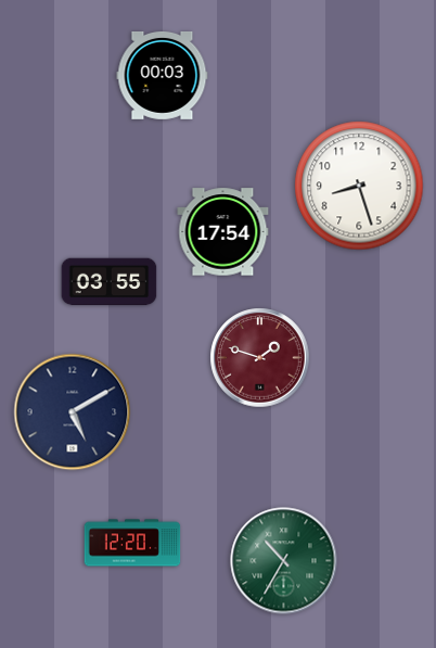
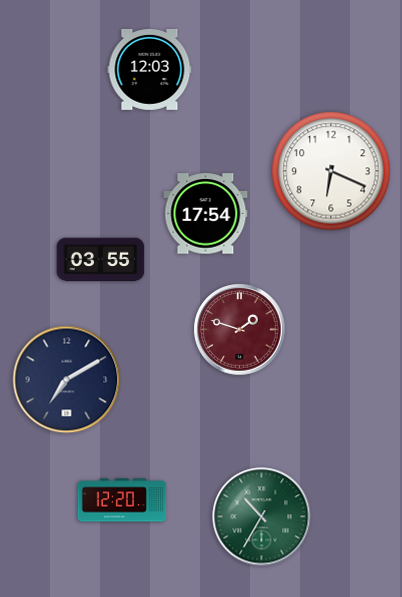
clock at (163, 75): 00:03 -> 12:03
clock at (359, 186): 8:27 -> 6:19
clock at (73, 412): 5:10 -> 7:10
